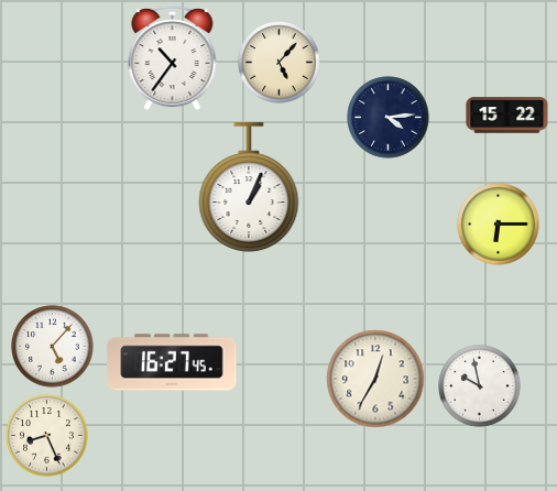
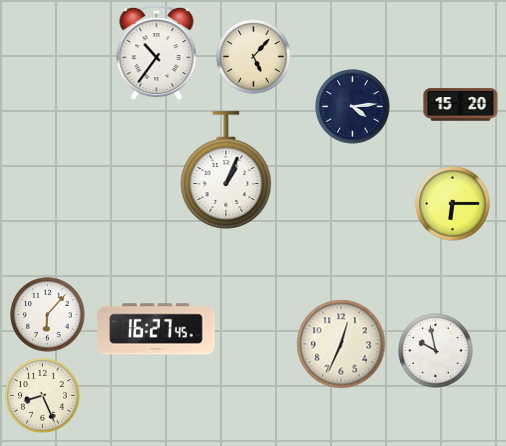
clock at (507, 116): 15:22 -> 15:20
clock at (53, 347): 5:07 -> 6:07
clock at (375, 379): 12:35 -> 12:34
